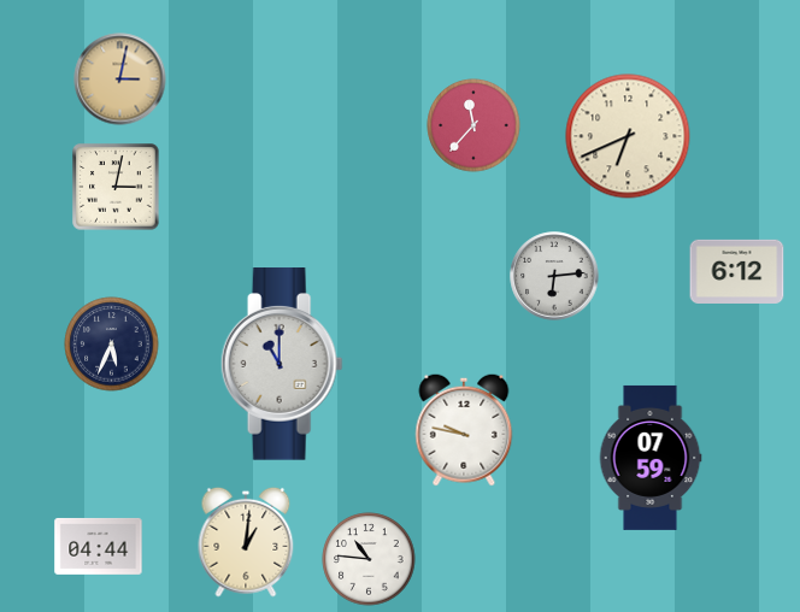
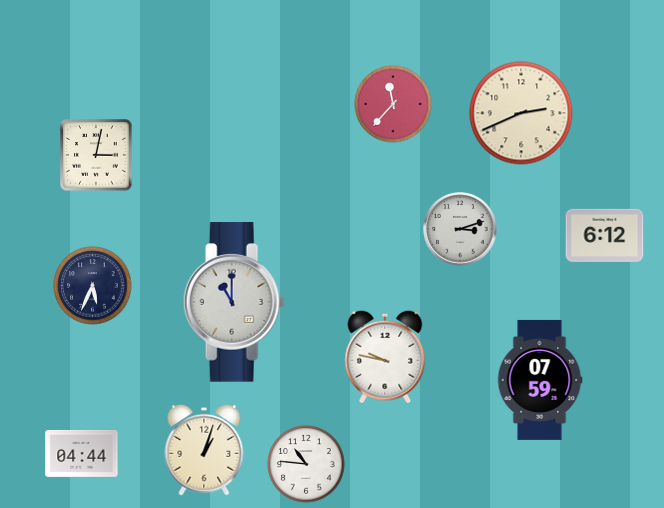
clock at (120, 80): 3:02 -> none
clock at (628, 136): 6:41 -> 2:41
clock at (737, 271) position: (737, 271) -> (605, 235)
clock at (554, 276): 6:14 -> 3:12
clock at (246, 542): 1:01 -> 1:03
